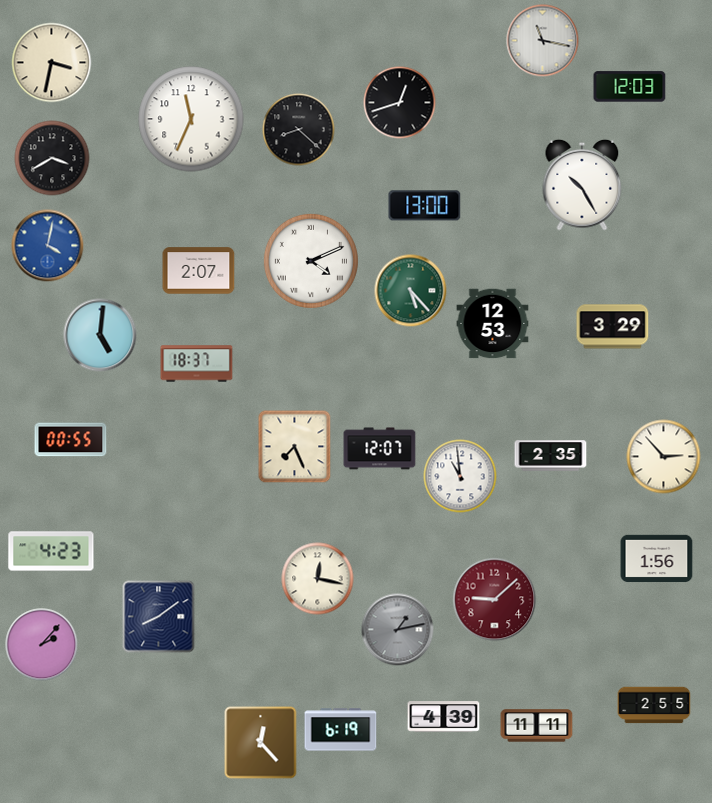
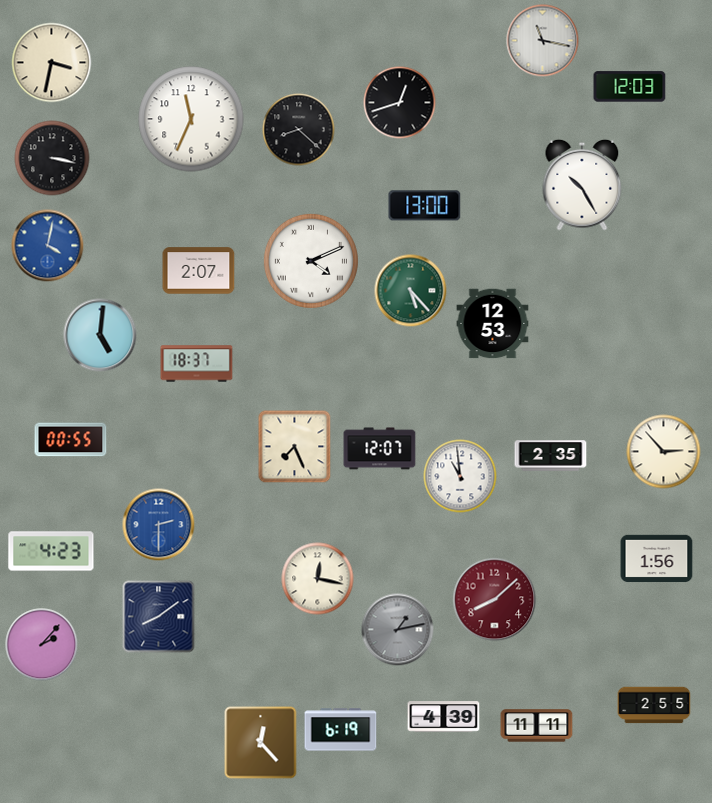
clock at (52, 158): 3:40 -> 3:17
clock at (613, 327): 3:29 -> none
clock at (664, 457) position: (664, 457) -> (664, 452)
clock at (159, 525): none -> 2:30
clock at (495, 600): 9:08 -> 8:08
